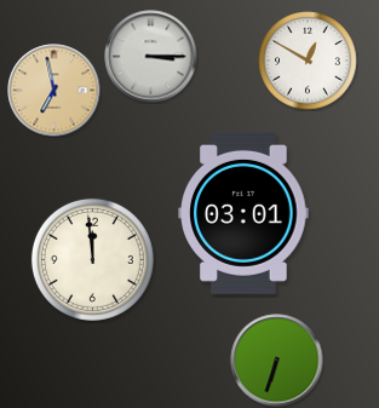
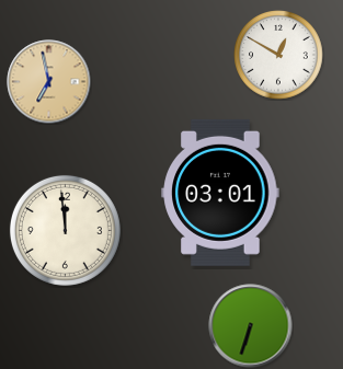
clock at (151, 57): 3:15 -> none
clock at (92, 259) position: (92, 259) -> (65, 230)
